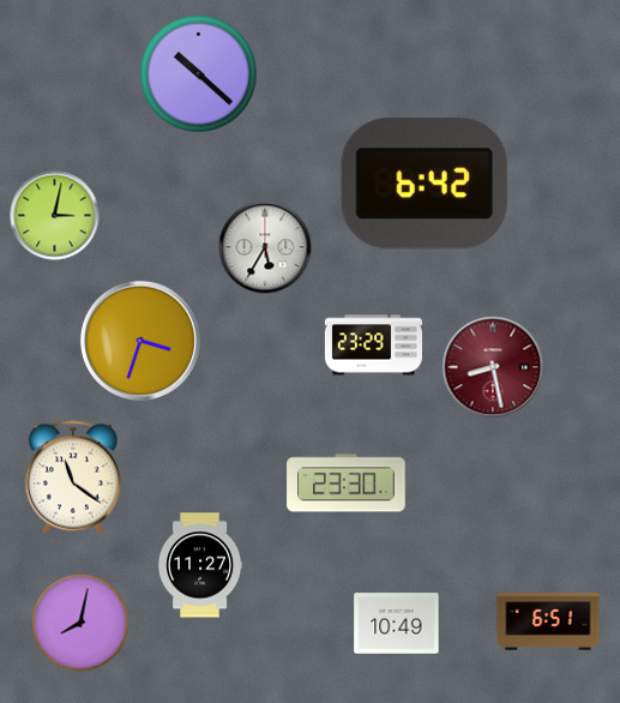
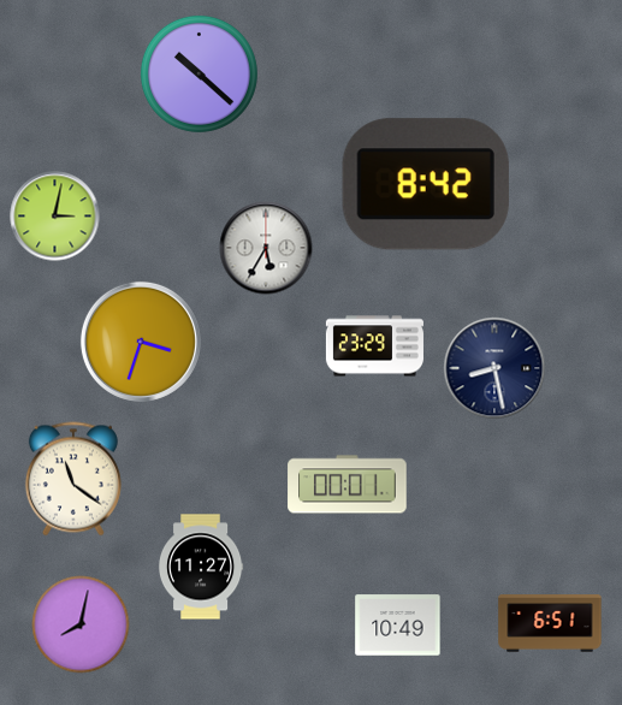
clock at (425, 184): 6:42 -> 8:42
clock at (493, 367) dial: burgundy -> navy
clock at (347, 483): 23:30 -> 00:01
